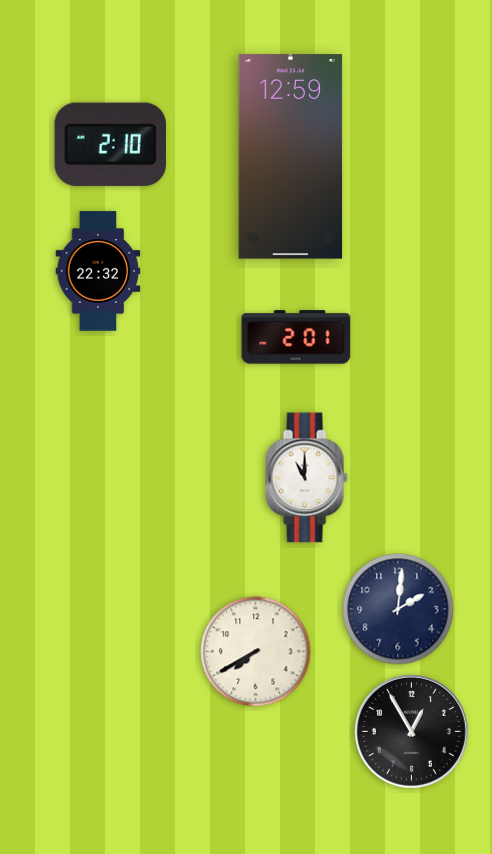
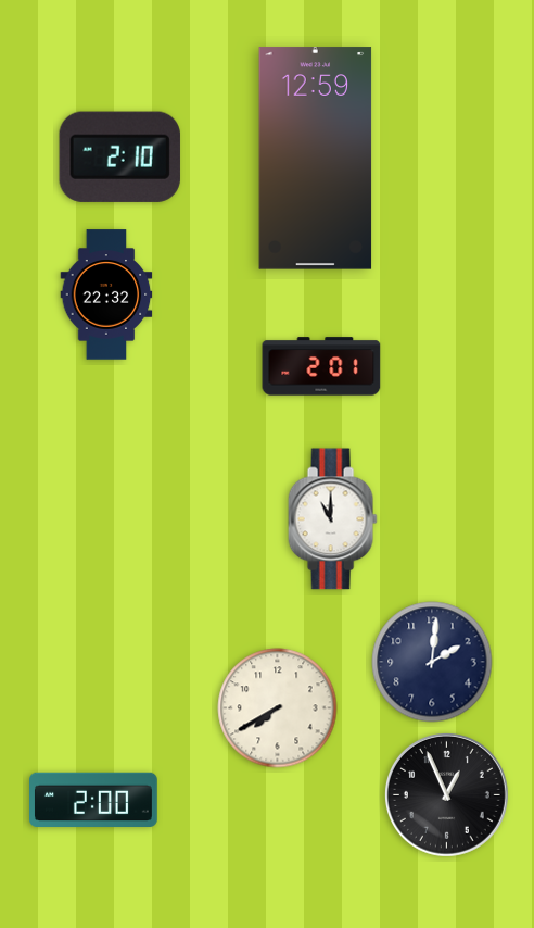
clock at (291, 157) position: (291, 157) -> (316, 159)
clock at (411, 731): 12:55 -> 12:56
clock at (94, 800): none -> 2:00
